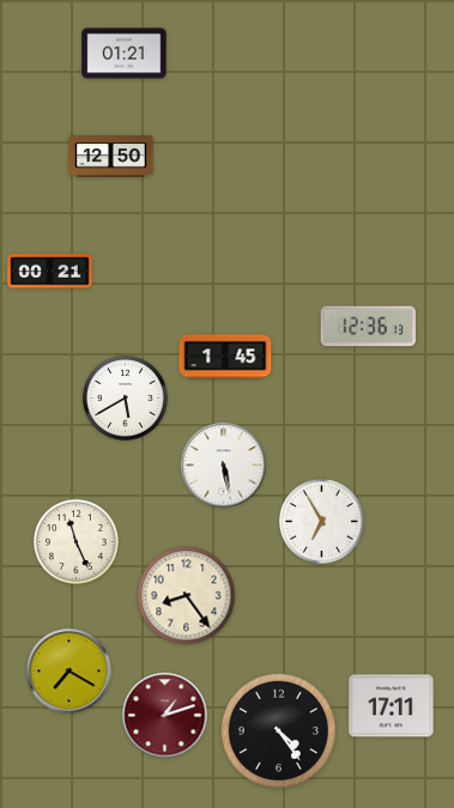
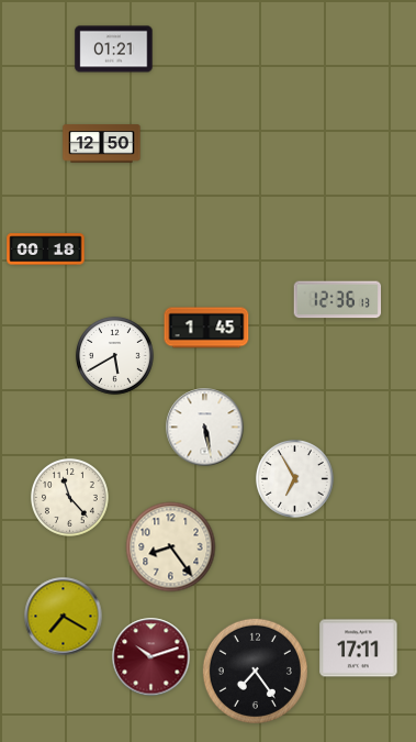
clock at (50, 272): 00:21 -> 00:18
clock at (125, 397) position: (125, 397) -> (114, 355)
clock at (75, 541): 11:26 -> 11:23
clock at (165, 716): 1:12 -> 10:12
clock at (278, 730): 4:24 -> 7:24
